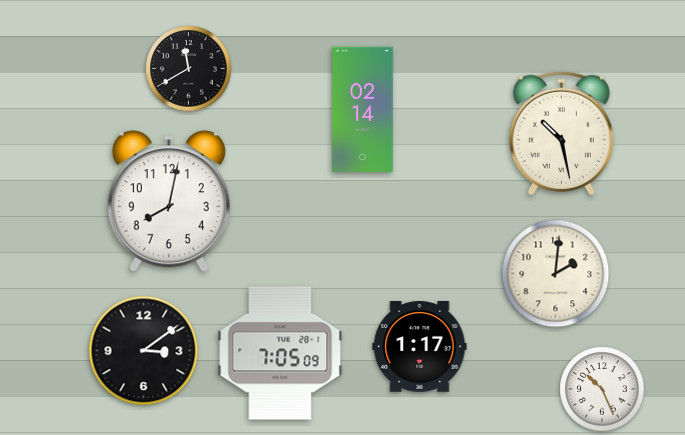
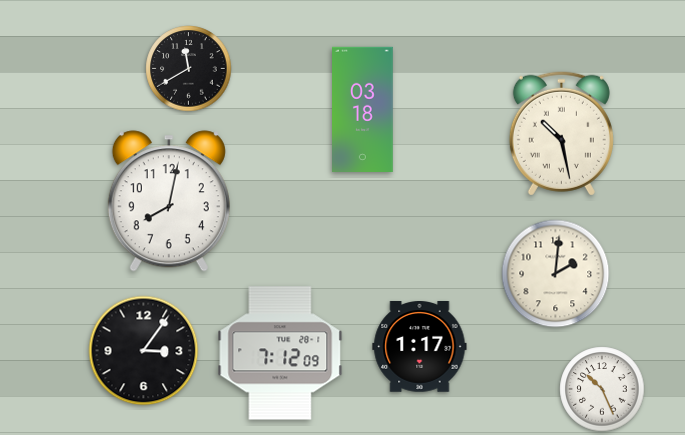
clock at (363, 109): 02:14 -> 03:18
clock at (144, 351): 3:09 -> 3:06
clock at (280, 353): 7:05 -> 7:12
